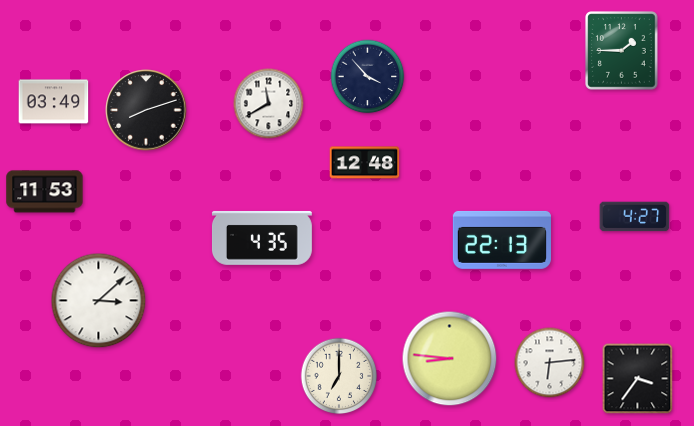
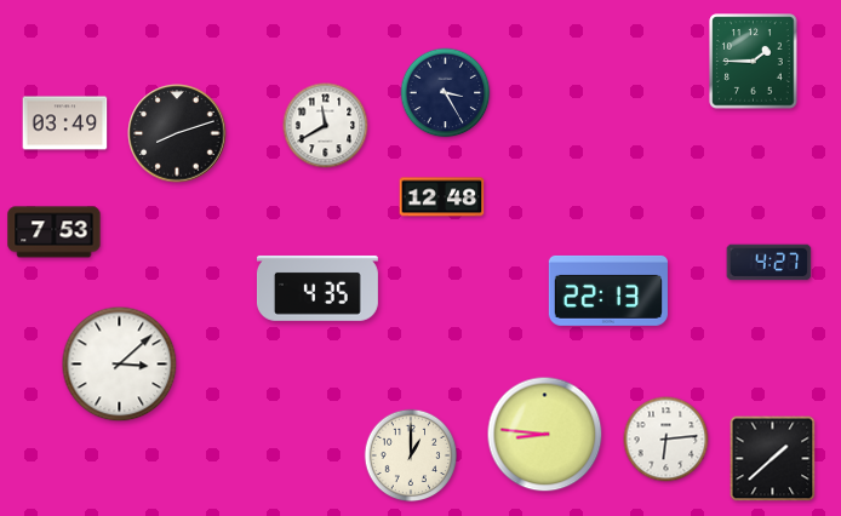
clock at (368, 77): 3:53 -> 3:25
clock at (45, 192): 11:53 -> 7:53
clock at (339, 376): 7:00 -> 1:00
clock at (638, 379): 3:36 -> 1:38
